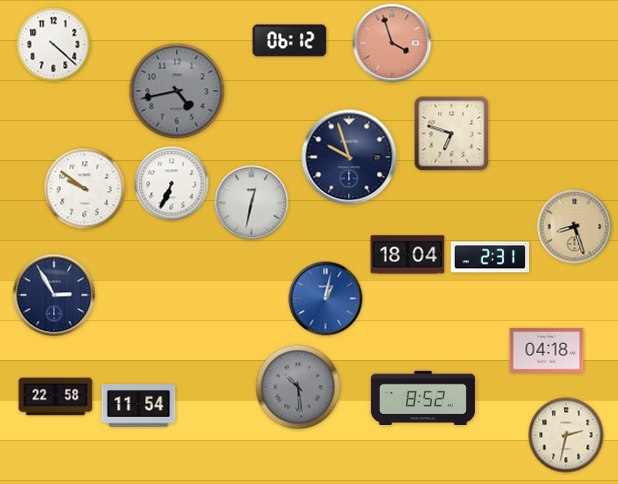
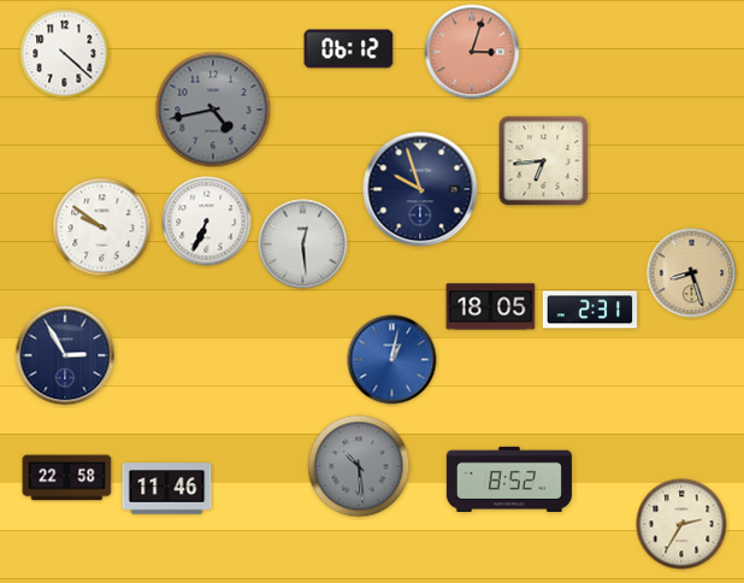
clock at (392, 43): 3:57 -> 3:03
clock at (452, 134): 6:48 -> 6:44
clock at (252, 203): 12:32 -> 12:29
clock at (408, 255): 18:04 -> 18:05
clock at (547, 350): 04:18 -> none
clock at (139, 406): 11:54 -> 11:46
clock at (566, 435): 2:32 -> 2:35
